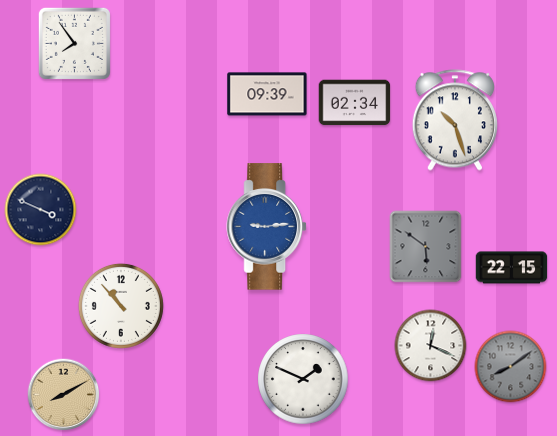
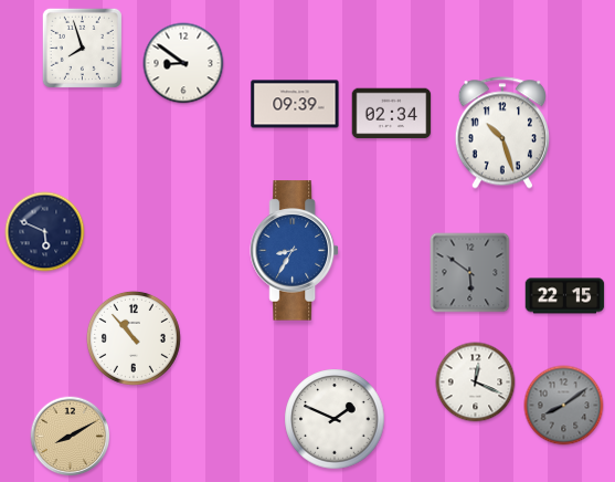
clock at (74, 43): 7:54 -> 7:57
clock at (183, 63): none -> 8:51
clock at (41, 210): 3:49 -> 5:49
clock at (266, 227): 9:14 -> 8:35
